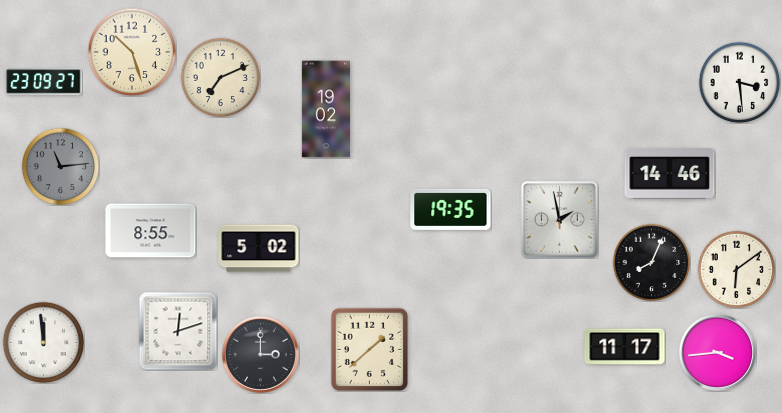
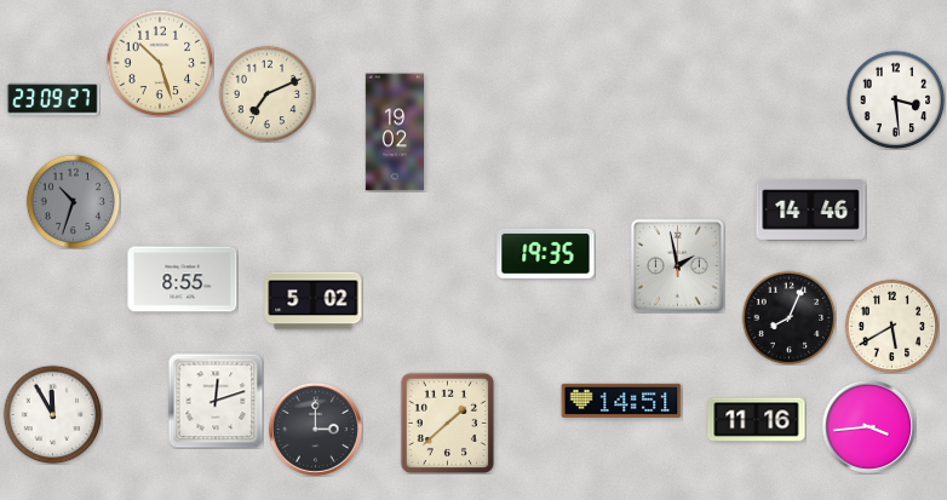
clock at (60, 166): 11:14 -> 10:33
clock at (736, 269): 6:09 -> 5:40
clock at (621, 401): none -> 14:51
clock at (43, 342): 11:59 -> 11:55
clock at (625, 347): 11:17 -> 11:16
